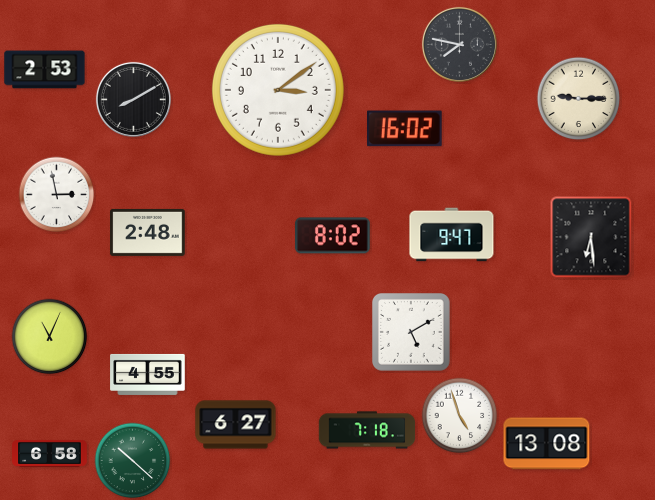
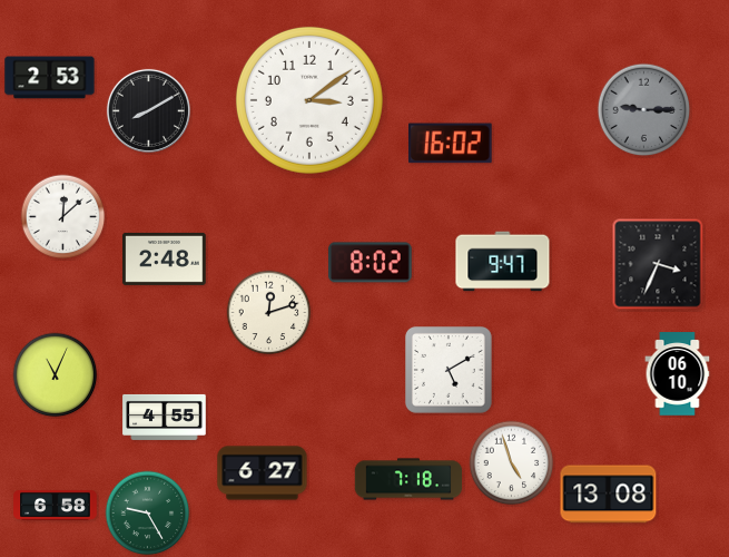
clock at (459, 44): 7:47 -> none
clock at (579, 99) dial: cream -> grey
clock at (57, 195): 2:58 -> 12:08
clock at (591, 237): 6:29 -> 3:34
clock at (269, 313): none -> 12:12
clock at (412, 333) position: (412, 333) -> (450, 371)
clock at (678, 374): none -> 06:10
clock at (133, 461): 10:22 -> 9:25
